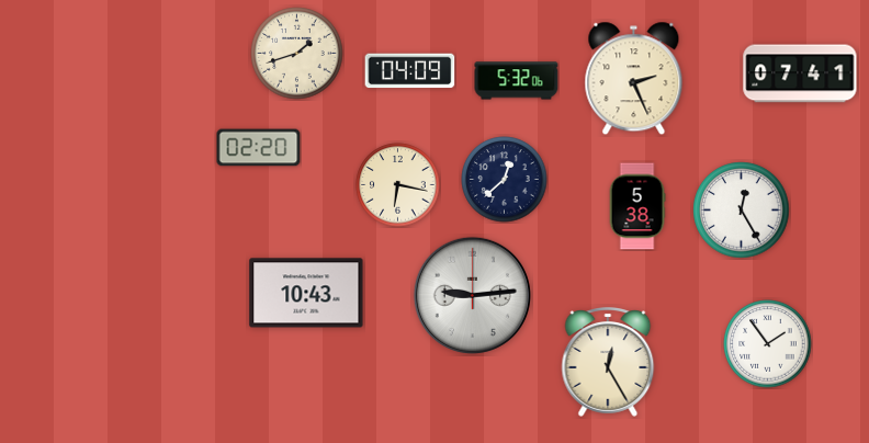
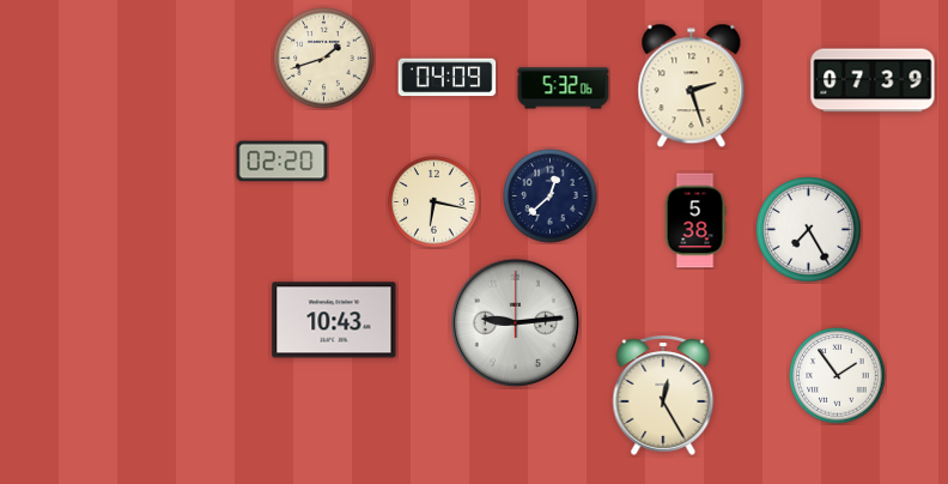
clock at (800, 73): 07:41 -> 07:39
clock at (634, 79): 2:26 -> 2:27
clock at (637, 206) position: (637, 206) -> (695, 220)
clock at (742, 211): 12:25 -> 7:25
